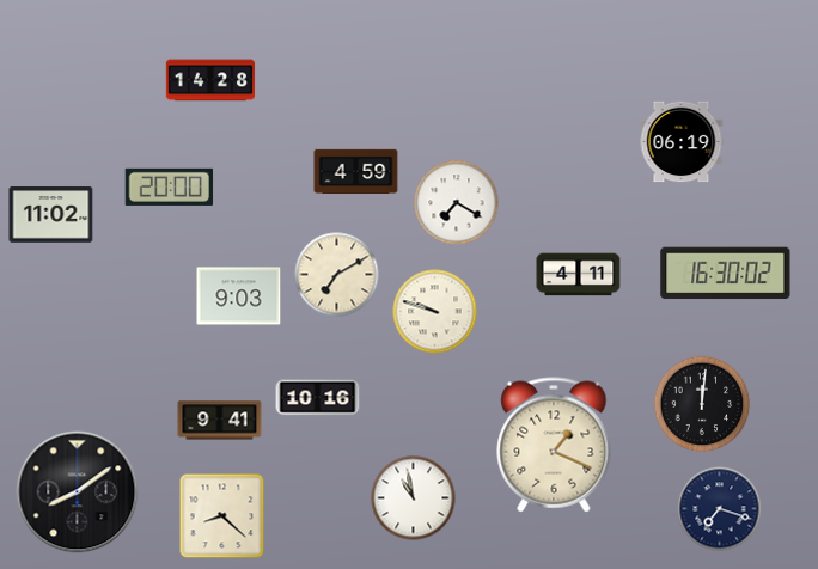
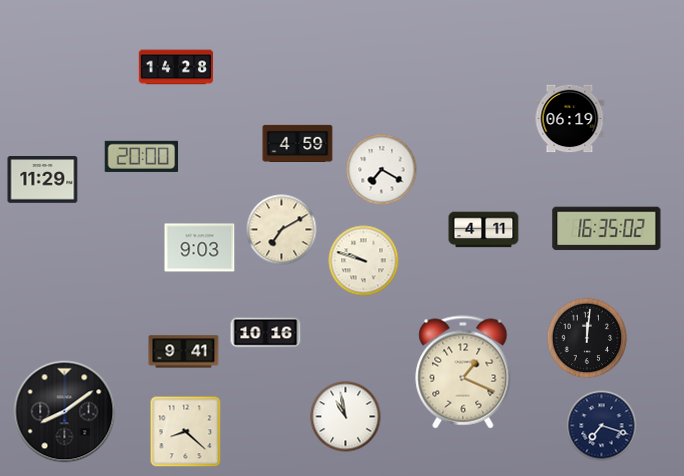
clock at (51, 215): 11:02 -> 11:29
clock at (726, 274): 16:30 -> 16:35
